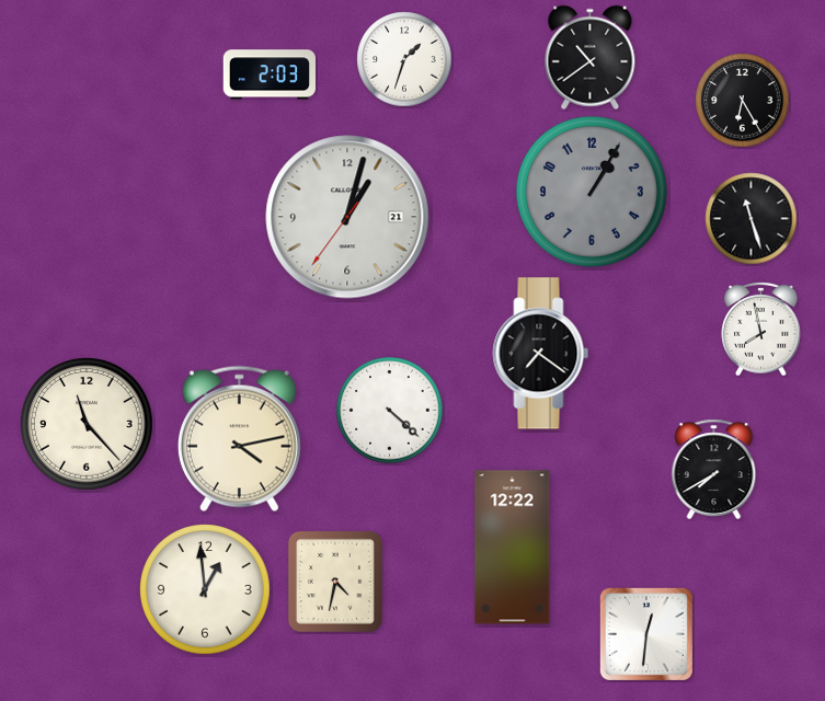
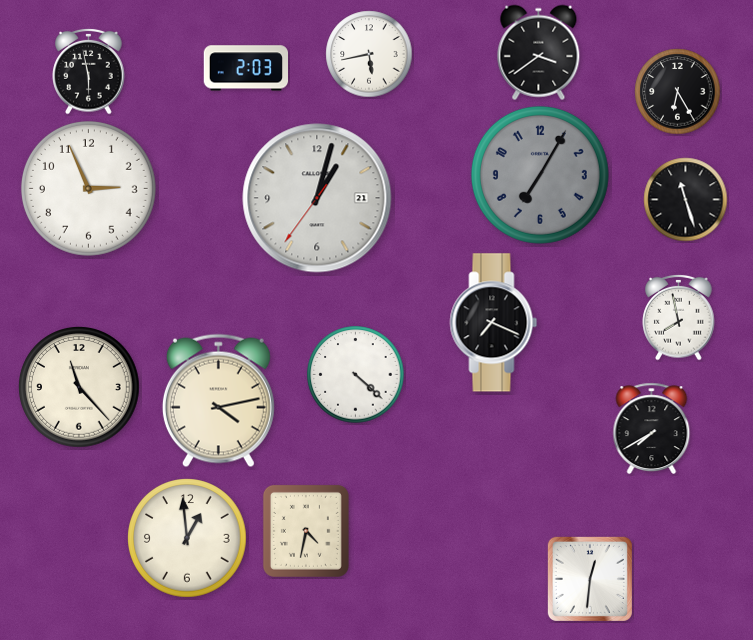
clock at (591, 58): 10:39 -> 3:39
clock at (404, 59): 1:33 -> 5:43
clock at (89, 71): none -> 5:58
clock at (592, 192): 1:05 -> 7:05
clock at (88, 188): none -> 2:56
clock at (761, 329) position: (761, 329) -> (679, 317)
clock at (541, 354): 7:21 -> 7:19
clock at (513, 548): 12:22 -> none
